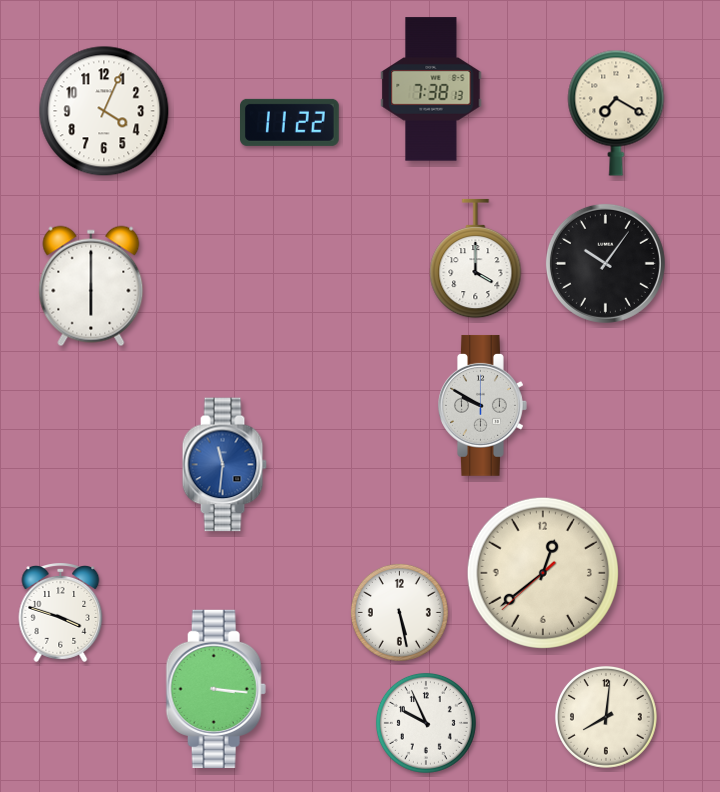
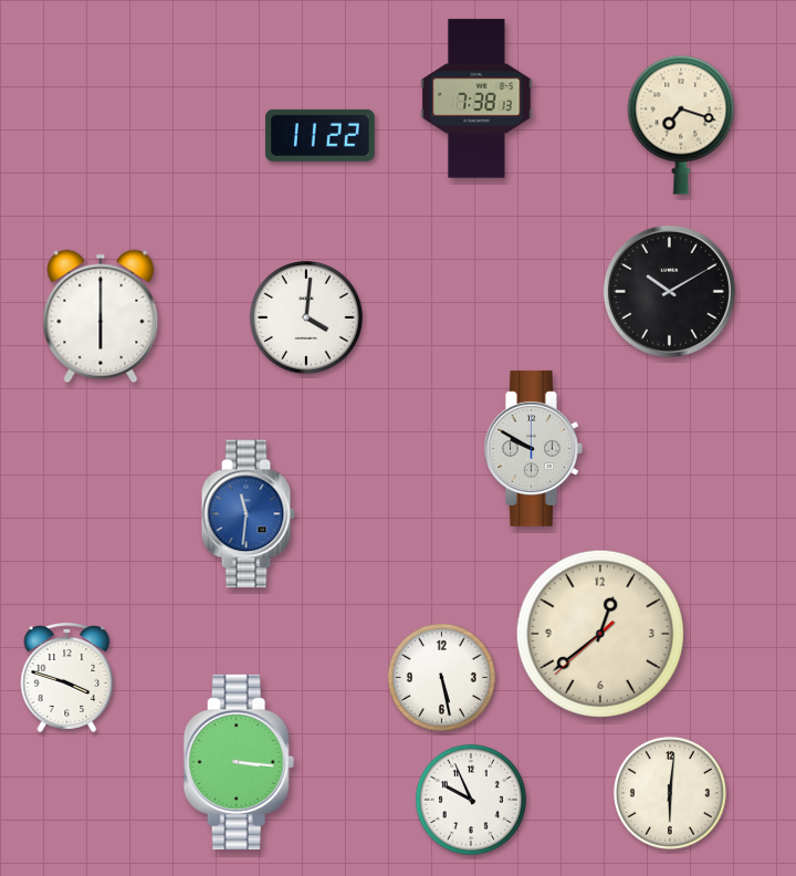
clock at (104, 111): 4:04 -> none
clock at (616, 113): 7:20 -> 7:18
clock at (476, 259): 4:00 -> none
clock at (605, 263): 10:06 -> 10:10
clock at (306, 317): none -> 4:01
clock at (606, 717): 8:01 -> 6:01
